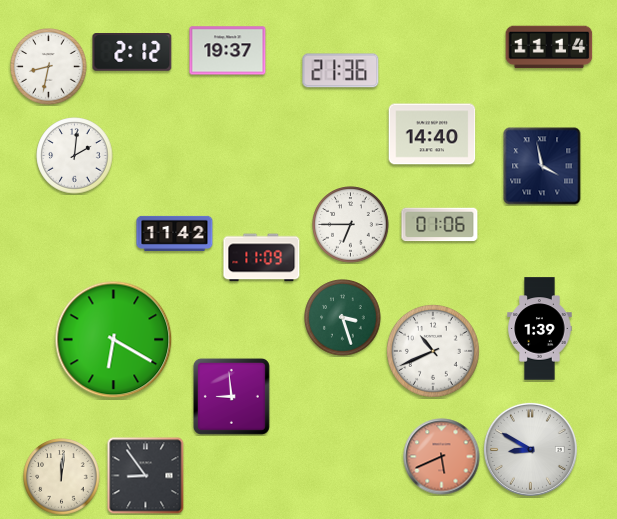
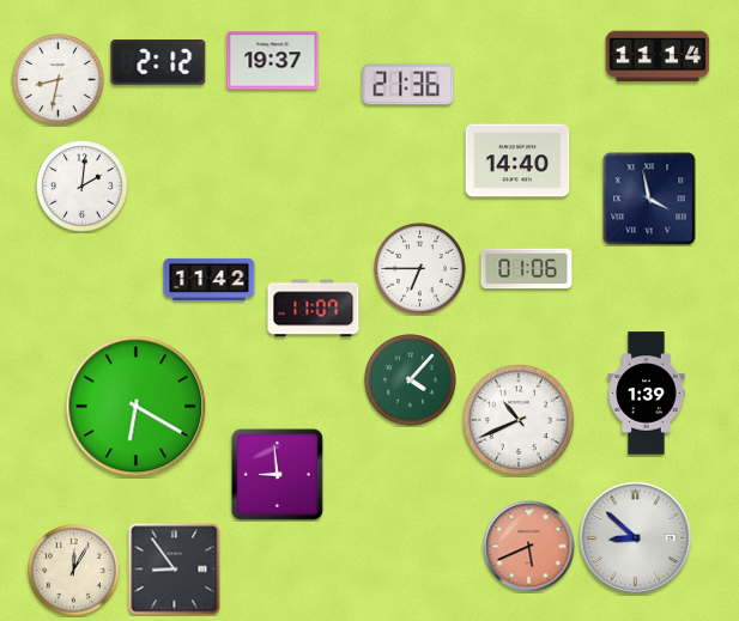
clock at (75, 156) position: (75, 156) -> (83, 187)
clock at (262, 258): 11:09 -> 11:07
clock at (343, 318): 3:27 -> 4:07
clock at (530, 449): 8:50 -> 8:52
clock at (62, 477): 12:01 -> 12:05
